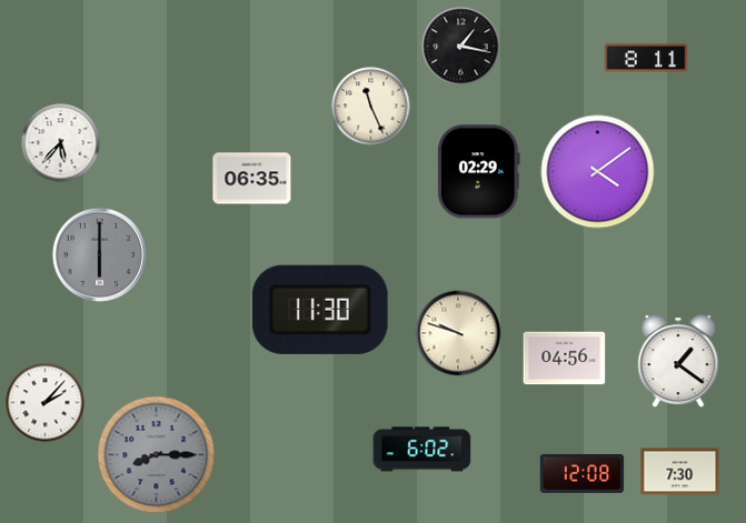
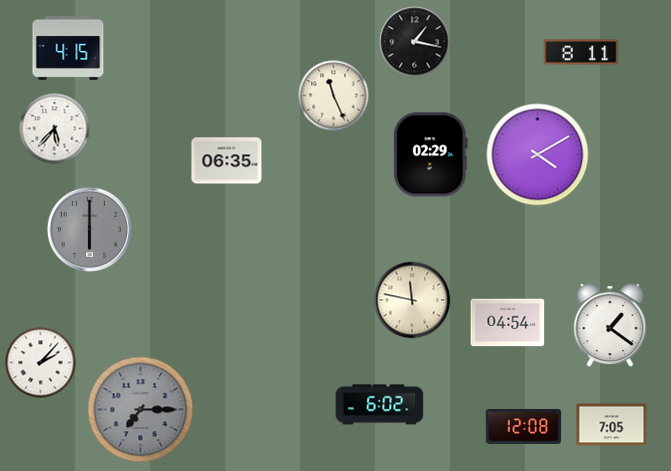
clock at (68, 49): none -> 4:15
clock at (598, 172): 4:09 -> 4:10
clock at (320, 310): 11:30 -> none
clock at (458, 333): 9:48 -> 11:47
clock at (565, 359): 04:56 -> 04:54
clock at (157, 455): 8:15 -> 7:15
clock at (680, 472): 7:30 -> 7:05
